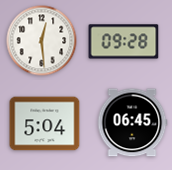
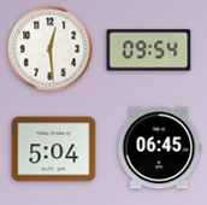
clock at (124, 42): 09:28 -> 09:54
